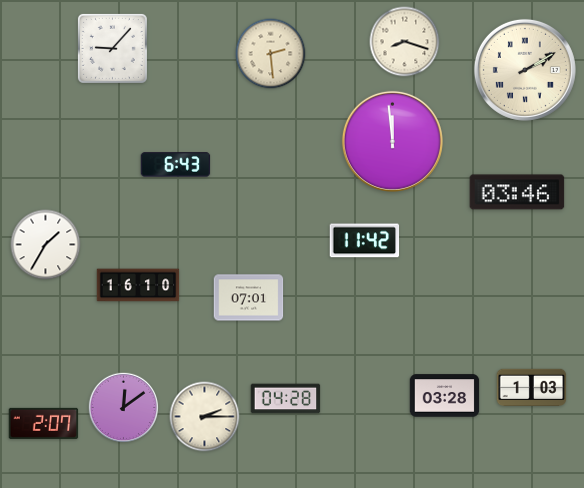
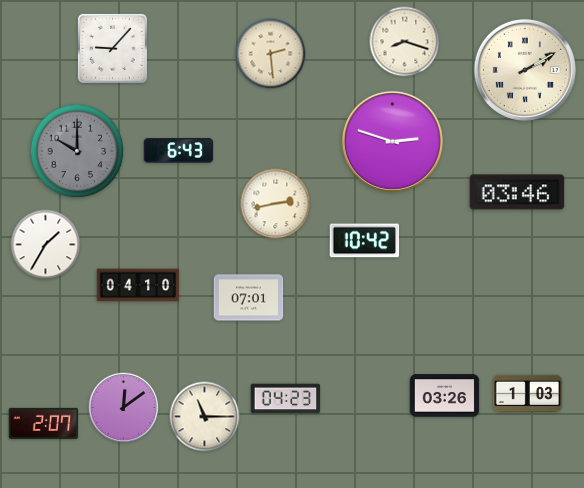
clock at (392, 141): 11:59 -> 2:48
clock at (77, 151): none -> 10:00
clock at (176, 165) position: (176, 165) -> (179, 151)
clock at (276, 204): none -> 2:43
clock at (365, 241): 11:42 -> 10:42
clock at (138, 285): 16:10 -> 04:10
clock at (532, 388) position: (532, 388) -> (528, 394)
clock at (445, 396): 03:28 -> 03:26
clock at (286, 399): 04:28 -> 04:23
clock at (205, 417): 2:15 -> 11:15
